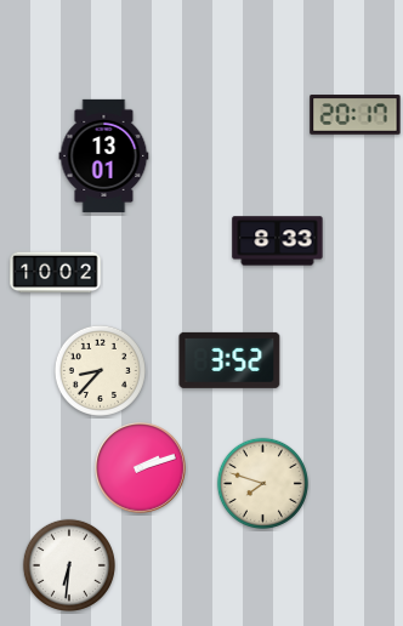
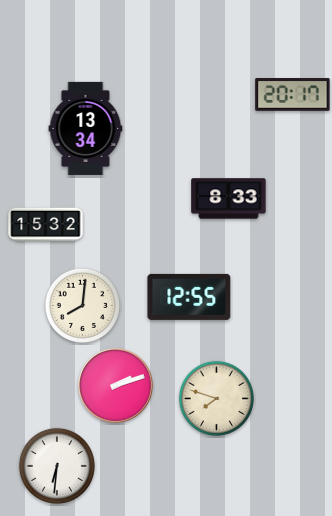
clock at (104, 155): 13:01 -> 13:34
clock at (56, 273): 10:02 -> 15:32
clock at (229, 360): 3:52 -> 12:55
clock at (100, 370): 8:37 -> 8:01
